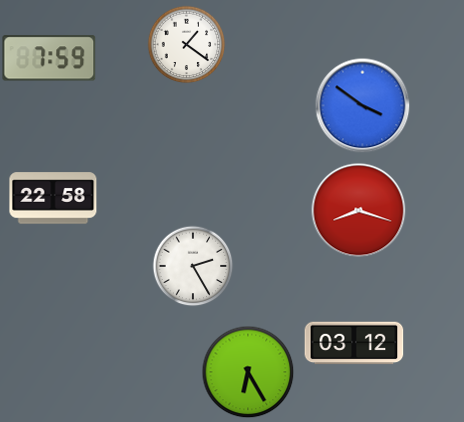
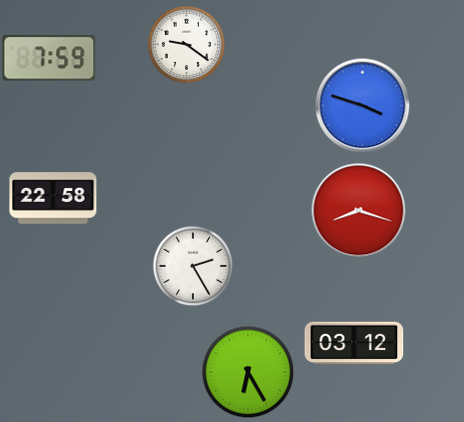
clock at (186, 44): 1:21 -> 9:21
clock at (362, 105): 3:51 -> 3:48
